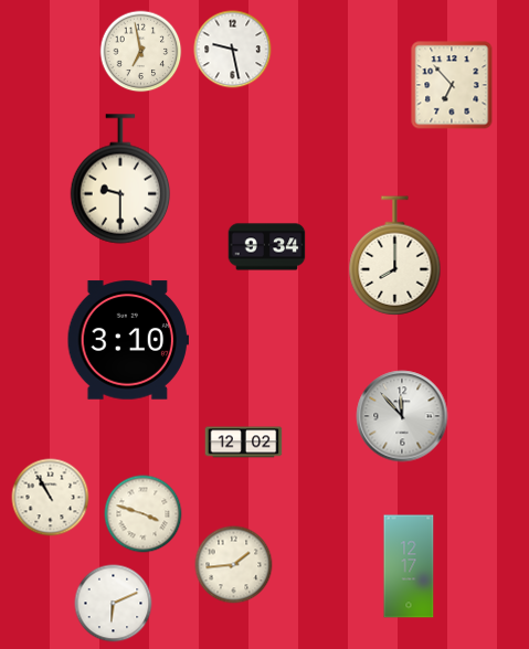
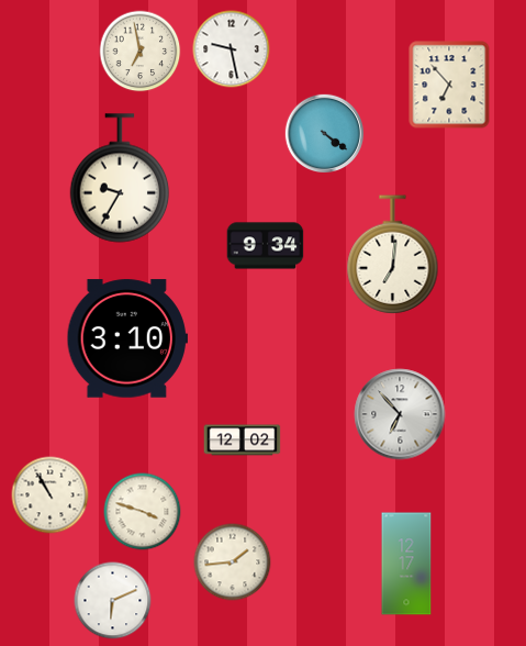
clock at (325, 133): none -> 4:21
clock at (120, 179): 9:30 -> 9:35
clock at (395, 256): 8:00 -> 7:01
clock at (402, 416): 11:53 -> 6:53
